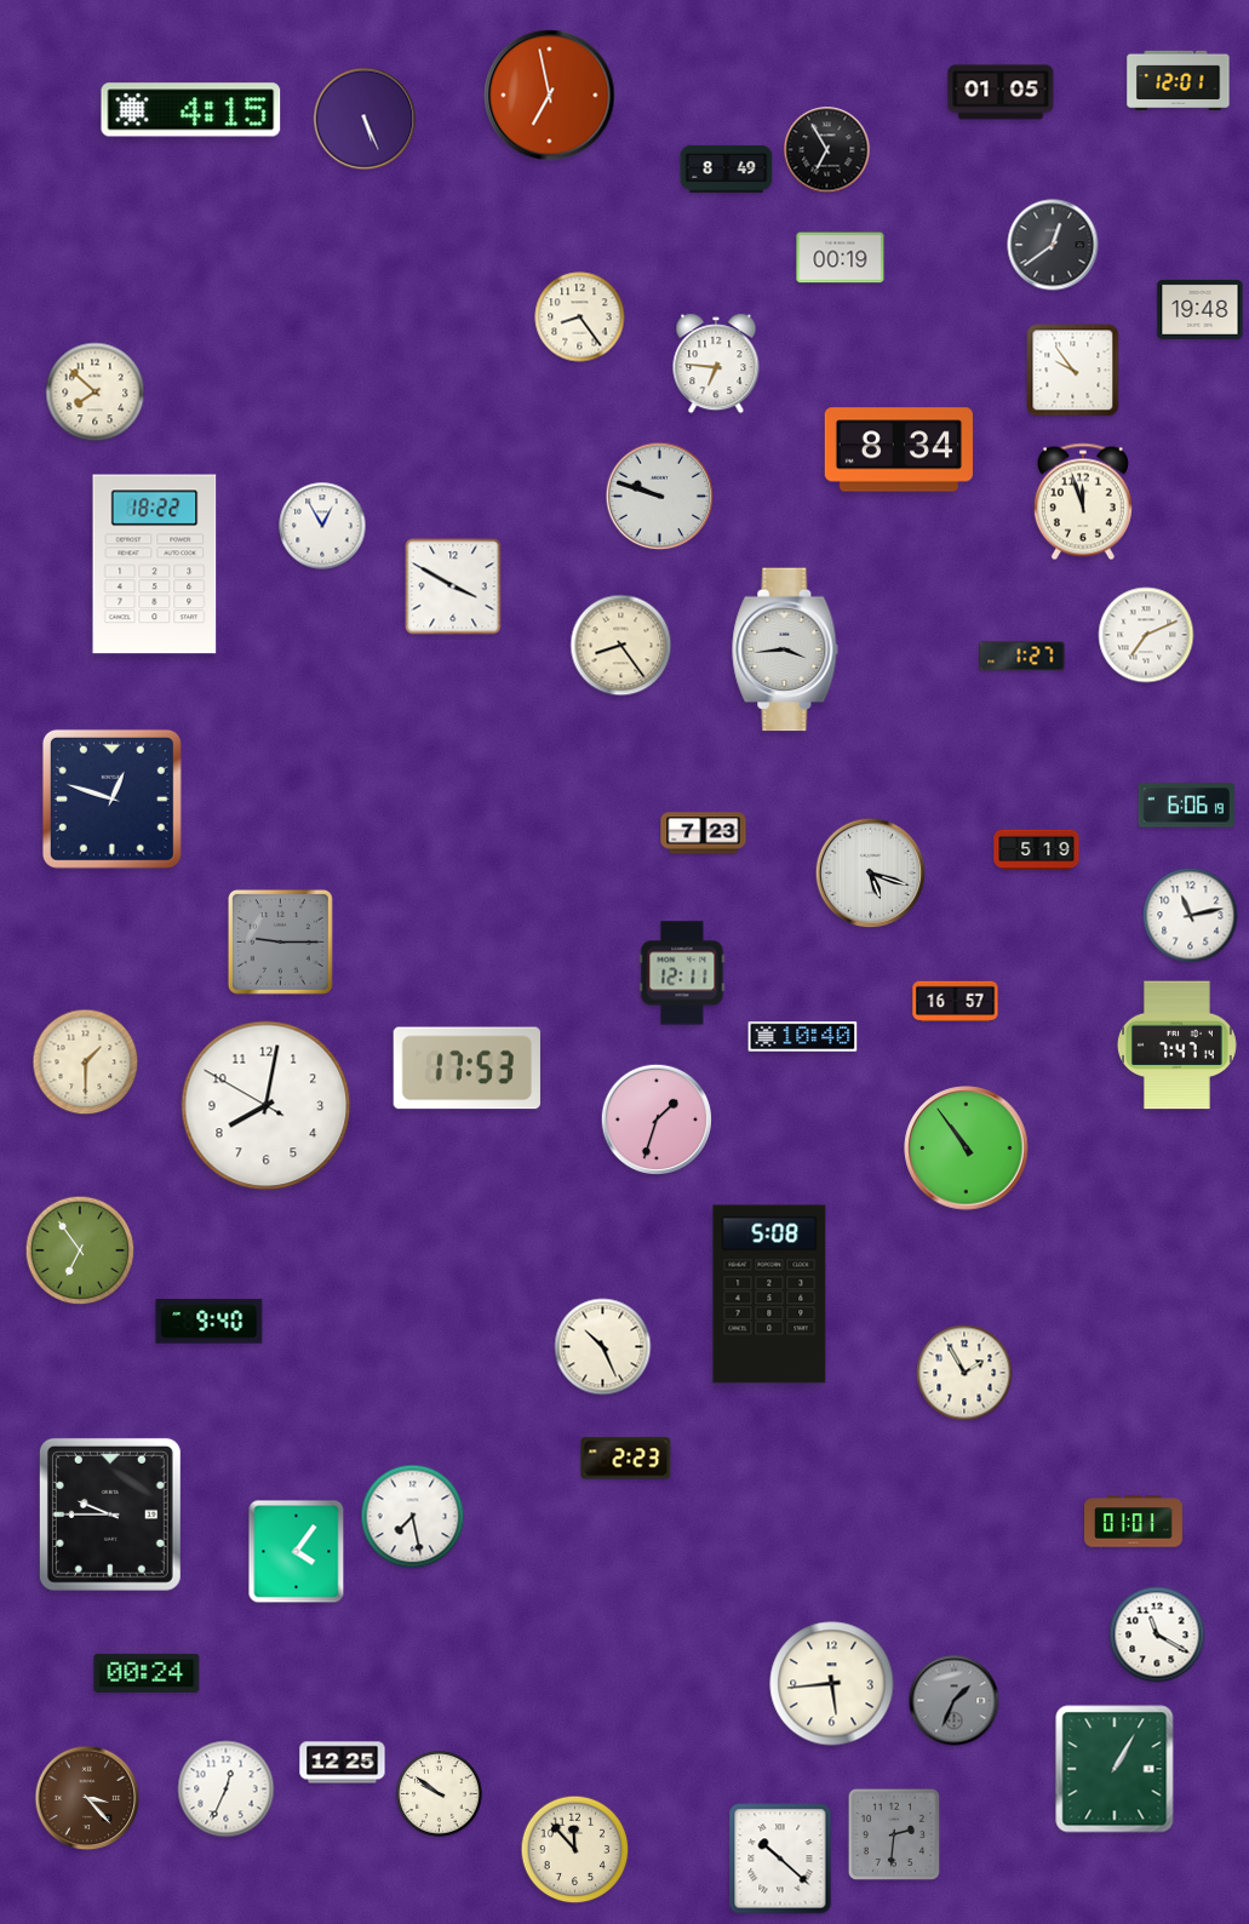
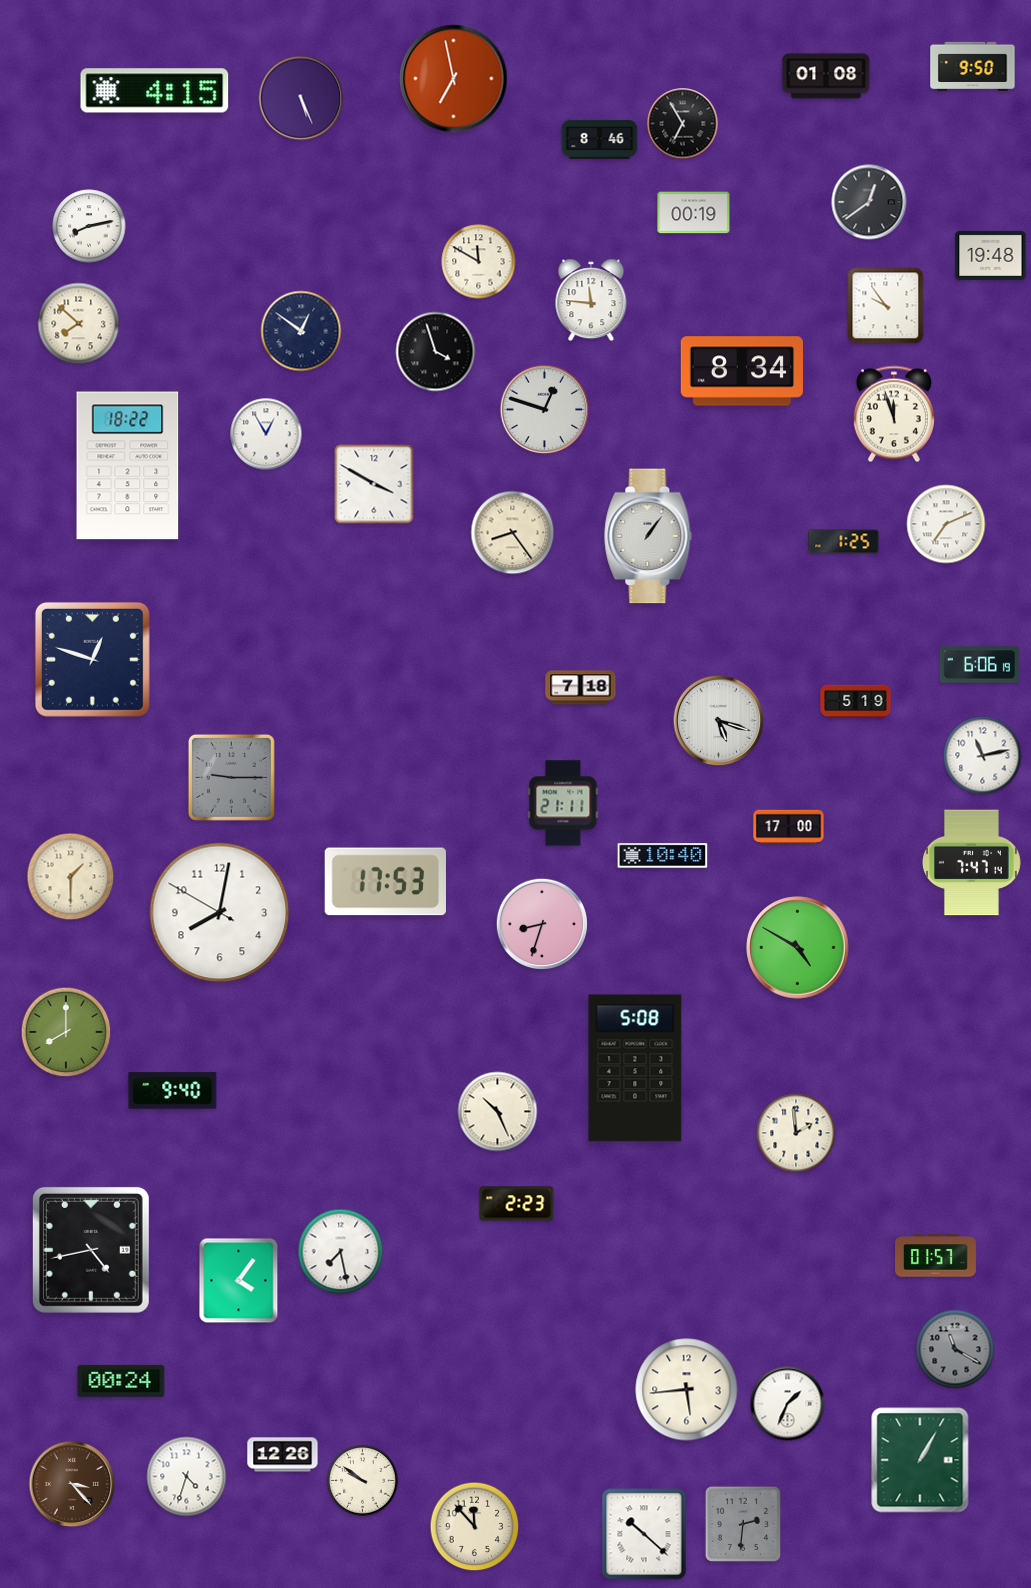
clock at (1179, 80): 12:01 -> 9:50
clock at (1001, 92): 01:05 -> 01:08
clock at (191, 110) position: (191, 110) -> (155, 91)
clock at (727, 168): 8:49 -> 8:46
clock at (89, 226): none -> 8:13
clock at (580, 317): 8:24 -> 11:50
clock at (716, 363): 6:46 -> 11:46
clock at (301, 331): none -> 12:51
clock at (436, 352): none -> 3:57
clock at (660, 497): 9:48 -> 12:48
clock at (785, 649): 3:44 -> 1:06
clock at (1022, 657): 1:27 -> 1:25
clock at (704, 834): 7:23 -> 7:18
clock at (682, 973): 12:11 -> 21:11
clock at (956, 1002): 16:57 -> 17:00
clock at (655, 1118): 1:33 -> 8:33
clock at (967, 1149): 10:54 -> 4:50
clock at (80, 1250): 6:54 -> 8:00
clock at (964, 1373): 1:55 -> 1:59
clock at (110, 1514): 9:45 -> 4:43
clock at (1134, 1522): 01:01 -> 01:57
clock at (297, 1552) position: (297, 1552) -> (239, 1281)
clock at (1157, 1634) dial: white -> grey
clock at (955, 1701) dial: grey -> white
clock at (343, 1763): 12:25 -> 12:26
clock at (227, 1790): 12:34 -> 4:33
clock at (894, 1834) position: (894, 1834) -> (743, 1524)
